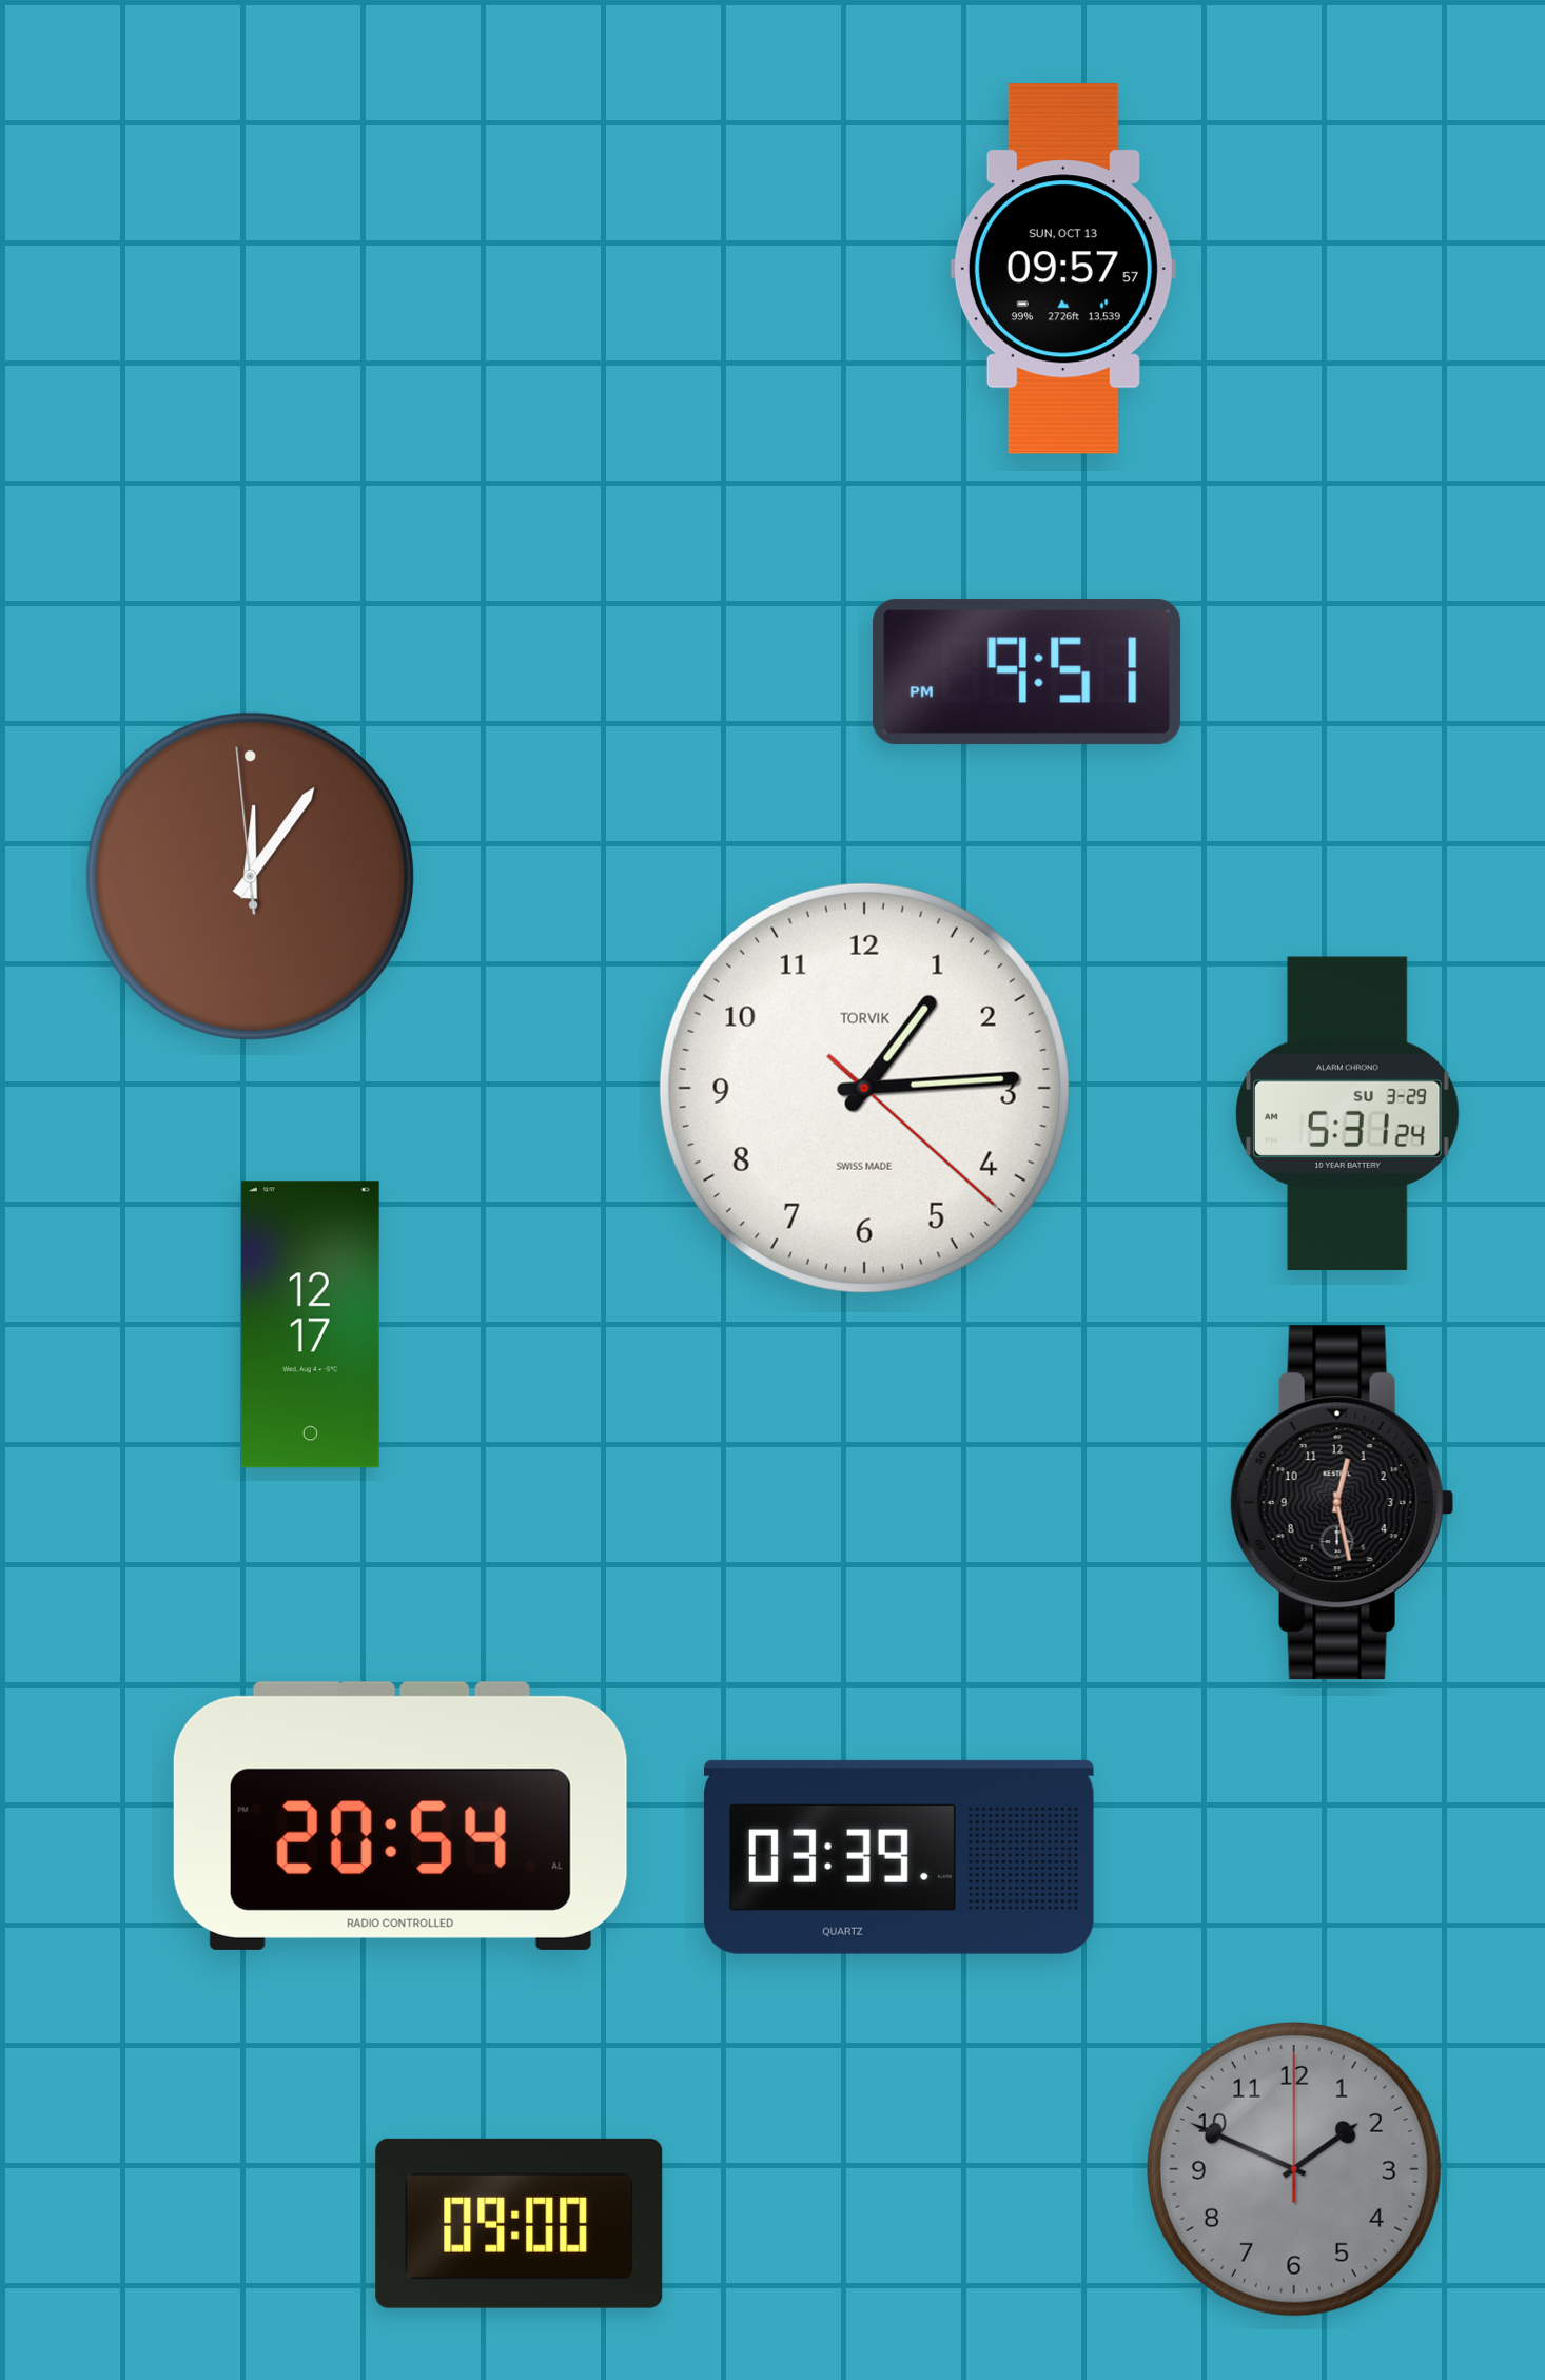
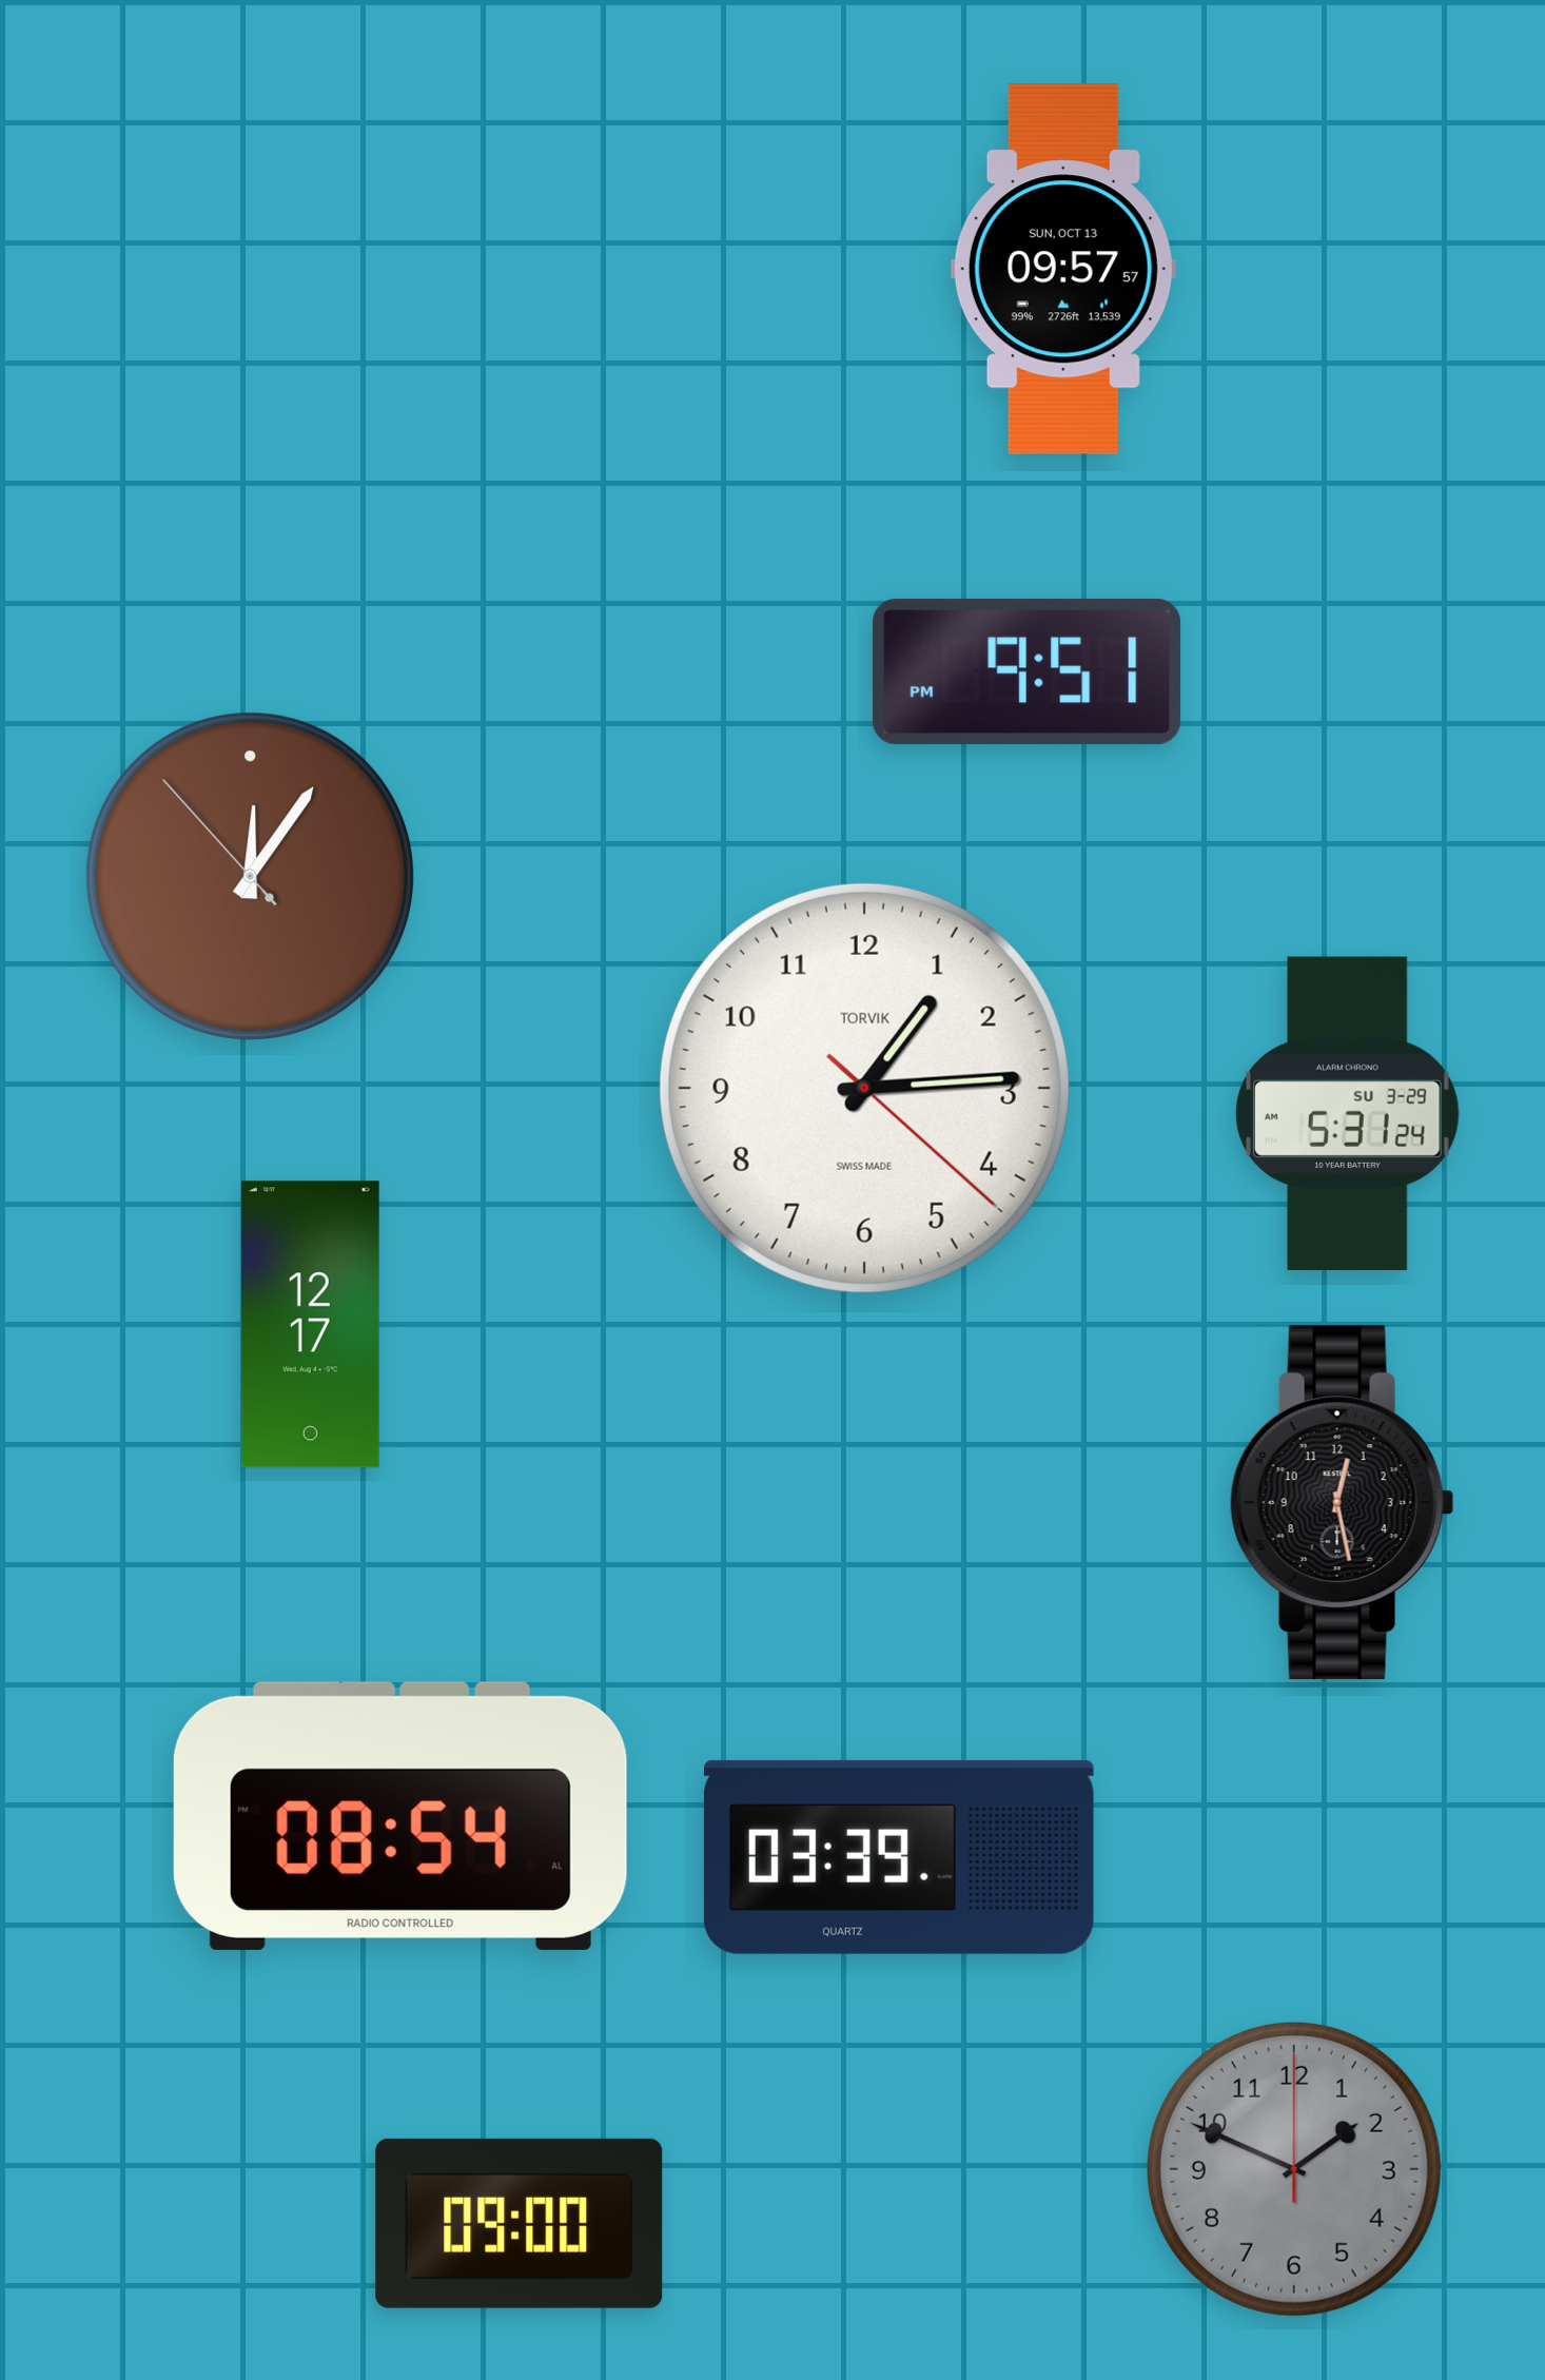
clock at (250, 876): 12:05:59 -> 12:05:53
clock at (400, 1816): 20:54 -> 08:54
